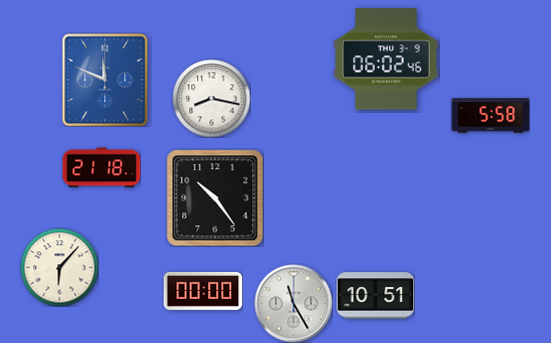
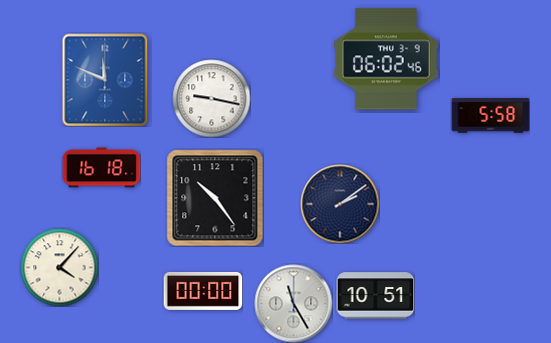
clock at (211, 98): 8:17 -> 9:17
clock at (101, 168): 21:18 -> 16:18
clock at (340, 204): none -> 2:09
clock at (59, 267): 6:07 -> 4:07
